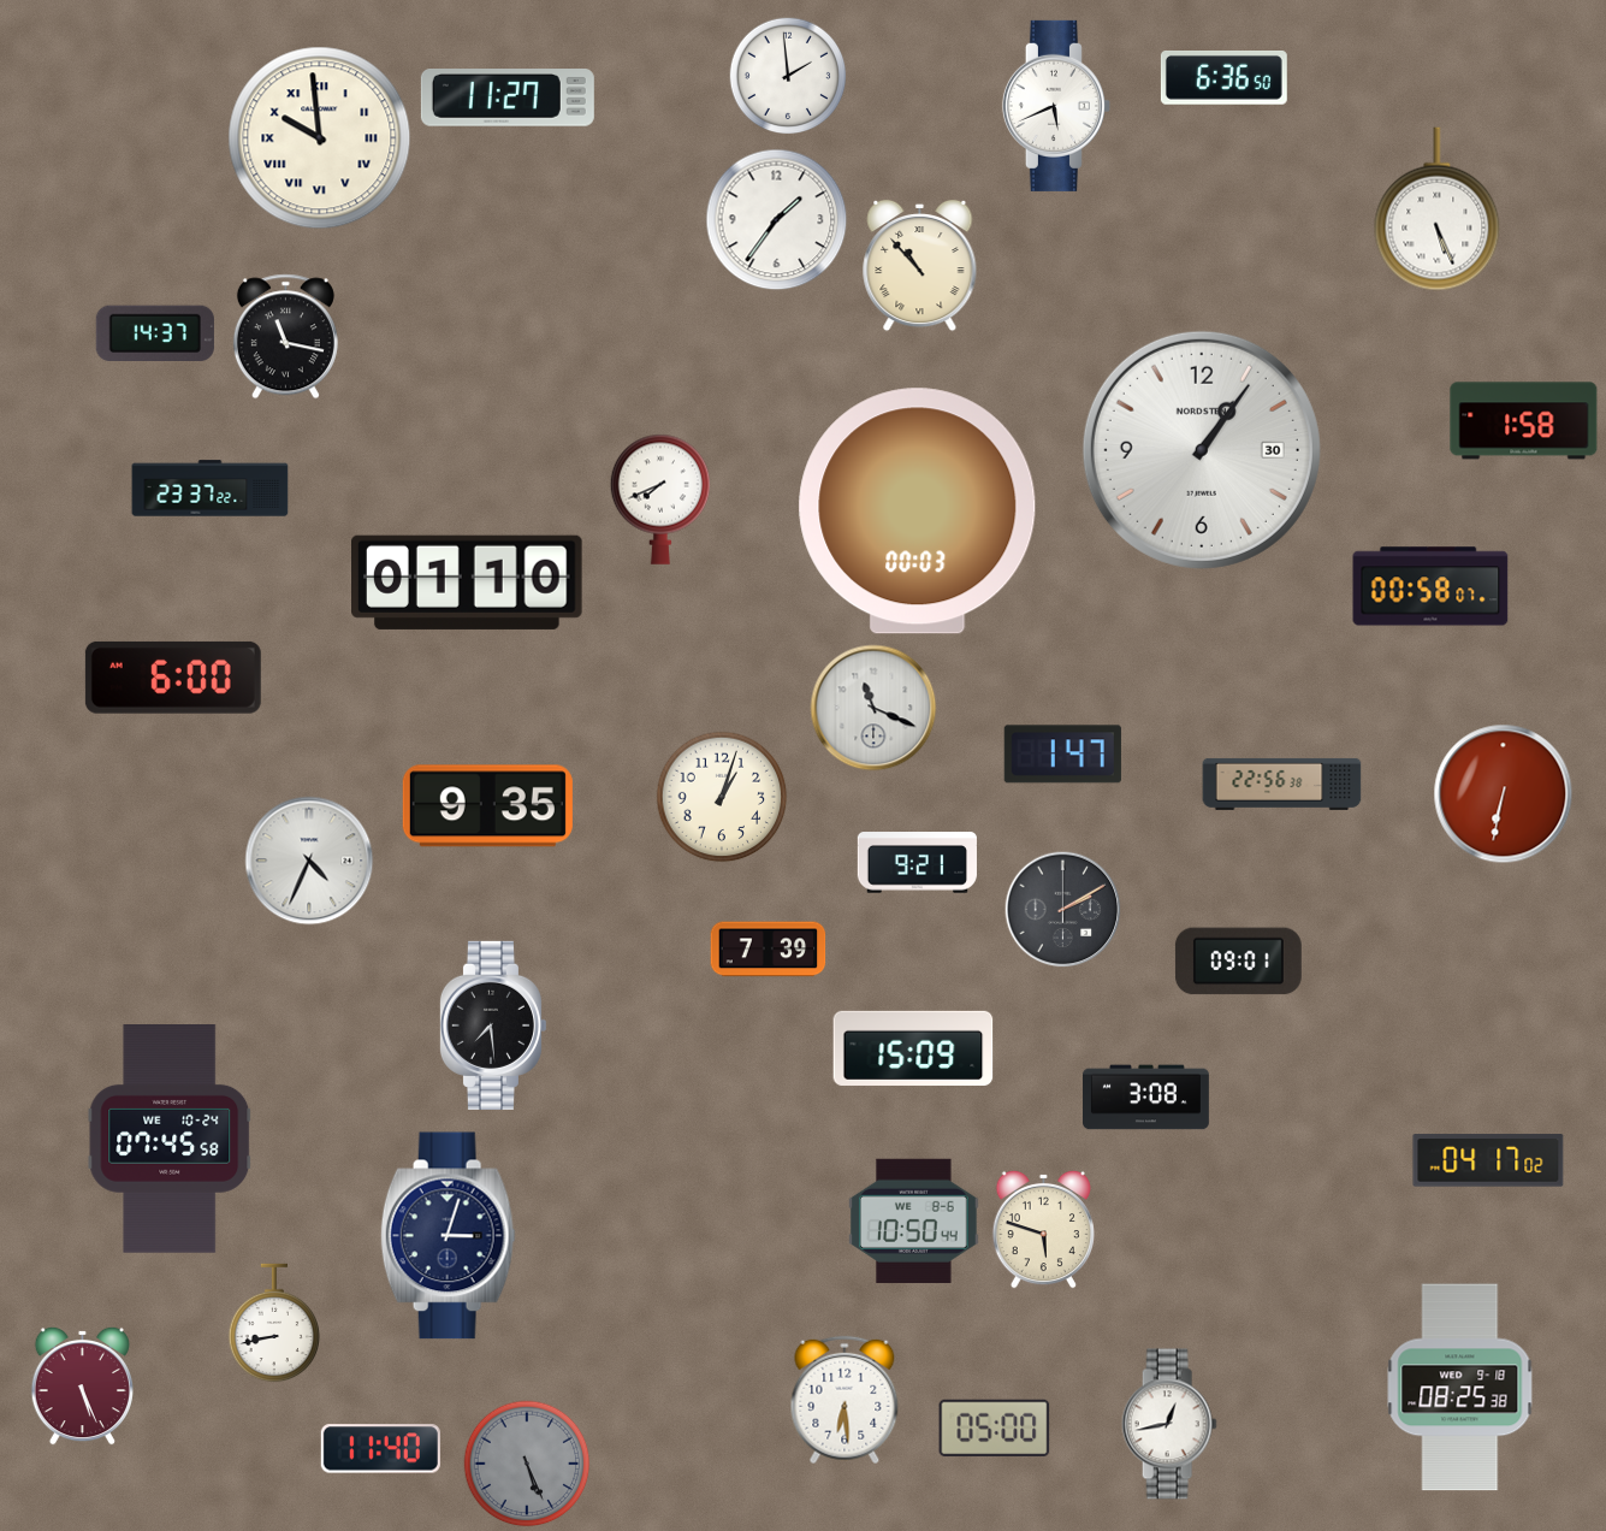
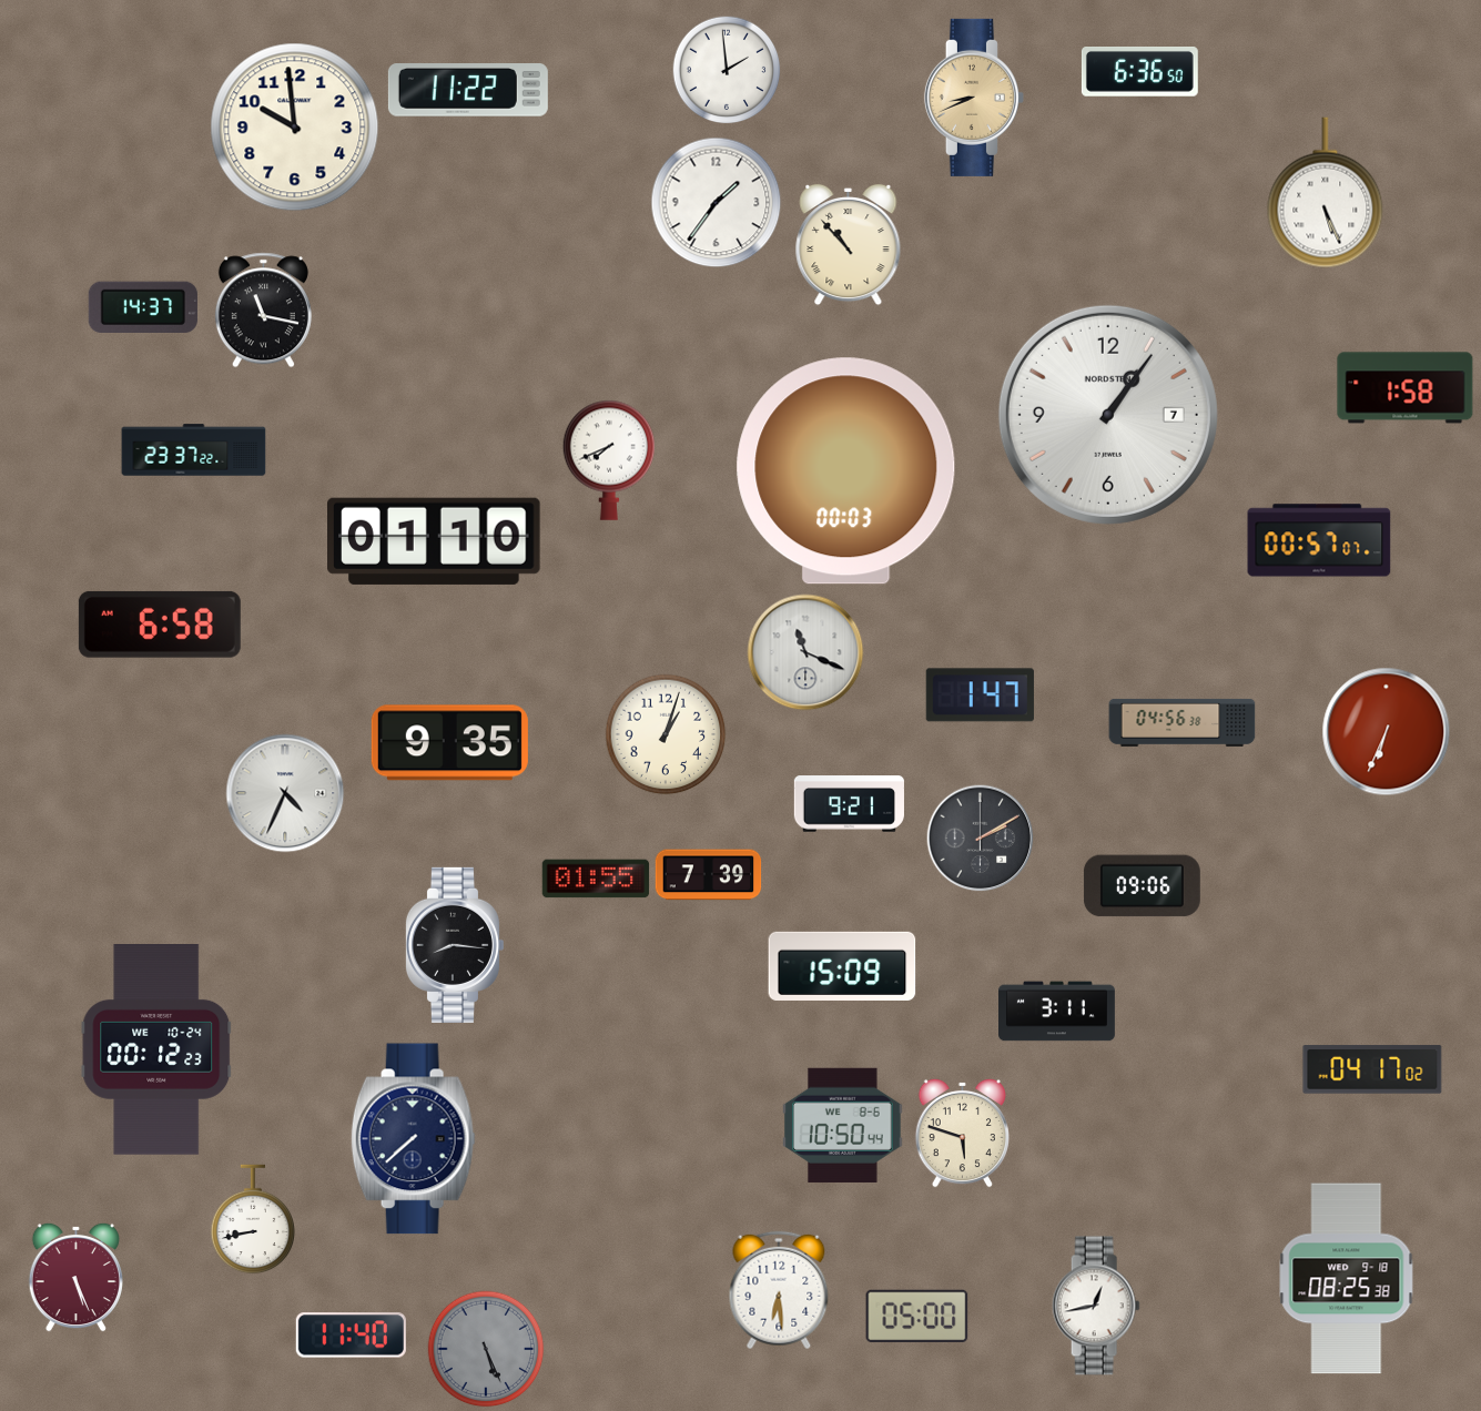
clock at (1223, 78) position: (1223, 78) -> (1139, 72)
clock at (508, 99): 11:27 -> 11:22
clock at (1056, 106): 5:41 -> 8:41
clock at (1056, 106) dial: white -> champagne
clock at (320, 138) numerals: Roman -> Arabic
clock at (1202, 450) date: 30 -> 7
clock at (468, 583) position: (468, 583) -> (435, 541)
clock at (1430, 586): 00:58 -> 00:57
clock at (173, 678): 6:00 -> 6:58
clock at (1282, 784): 22:56 -> 04:56
clock at (1504, 794): 6:32 -> 6:34
clock at (917, 863) position: (917, 863) -> (849, 804)
clock at (596, 879): none -> 01:55
clock at (1238, 962): 09:01 -> 09:06
clock at (492, 1025): 7:29 -> 8:16
clock at (1146, 1098): 3:08 -> 3:11
clock at (170, 1140): 07:45 -> 00:12
clock at (448, 1236): 3:03 -> 7:38
clock at (1169, 1424) position: (1169, 1424) -> (1096, 1306)
